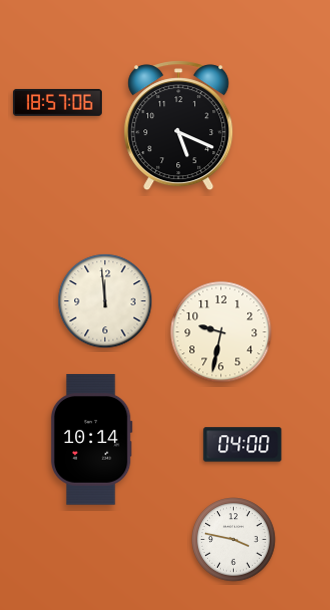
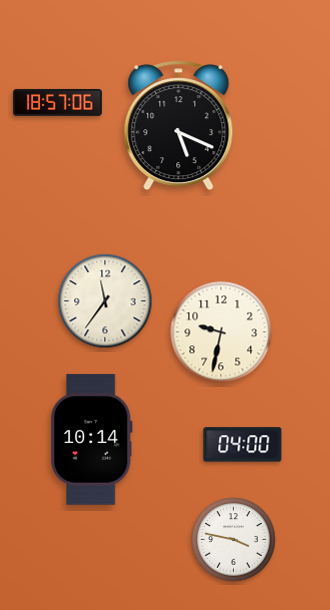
clock at (105, 301): 11:59 -> 11:36
